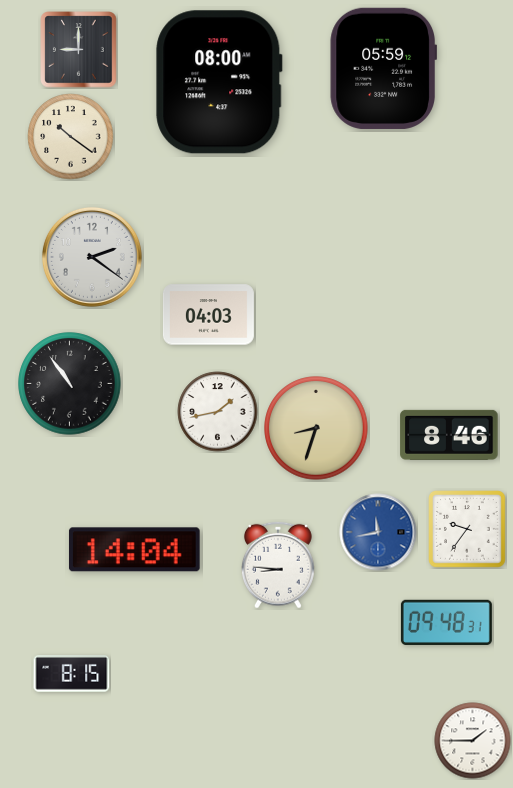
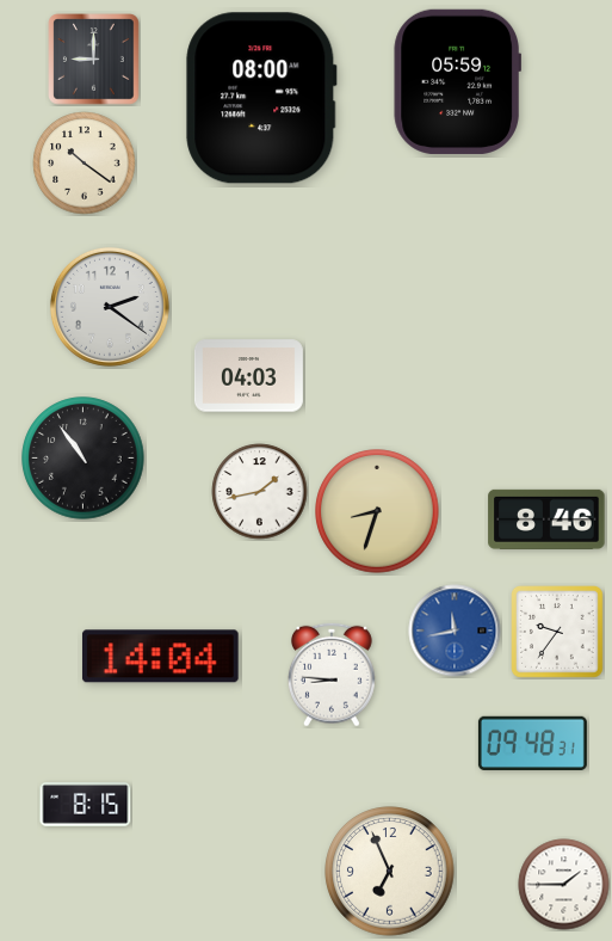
clock at (449, 435) position: (449, 435) -> (546, 519)
clock at (378, 532) position: (378, 532) -> (455, 631)
clock at (390, 872): none -> 6:56
